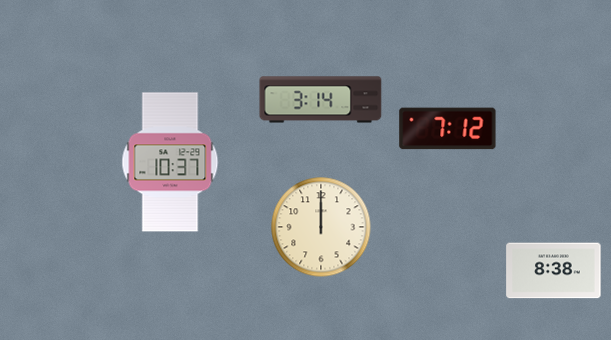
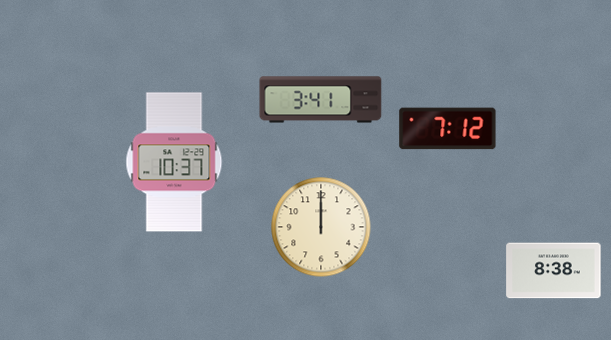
clock at (321, 100): 3:14 -> 3:41
clock at (170, 162) position: (170, 162) -> (174, 162)
